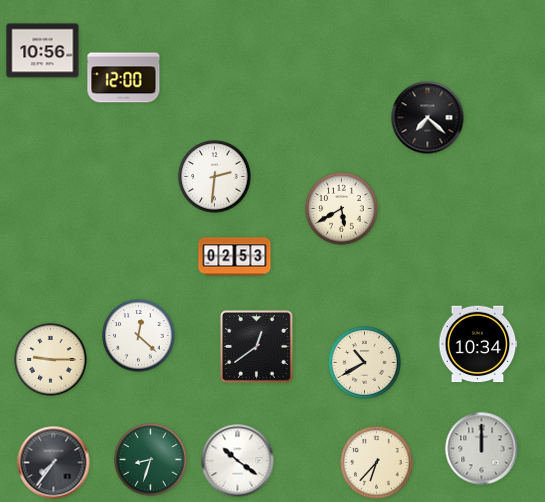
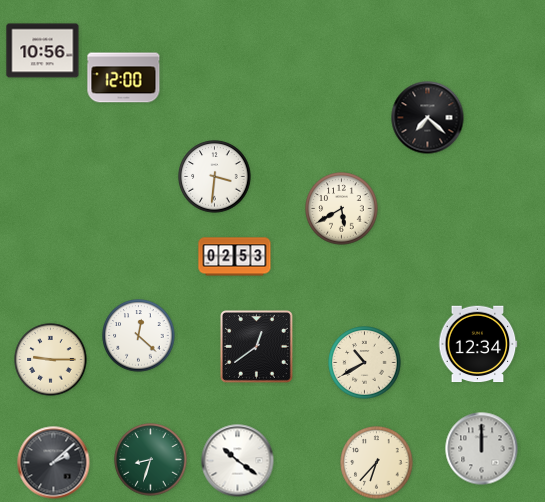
clock at (215, 177): 2:31 -> 3:31
clock at (478, 344): 10:34 -> 12:34
clock at (54, 463): 7:36 -> 2:08
